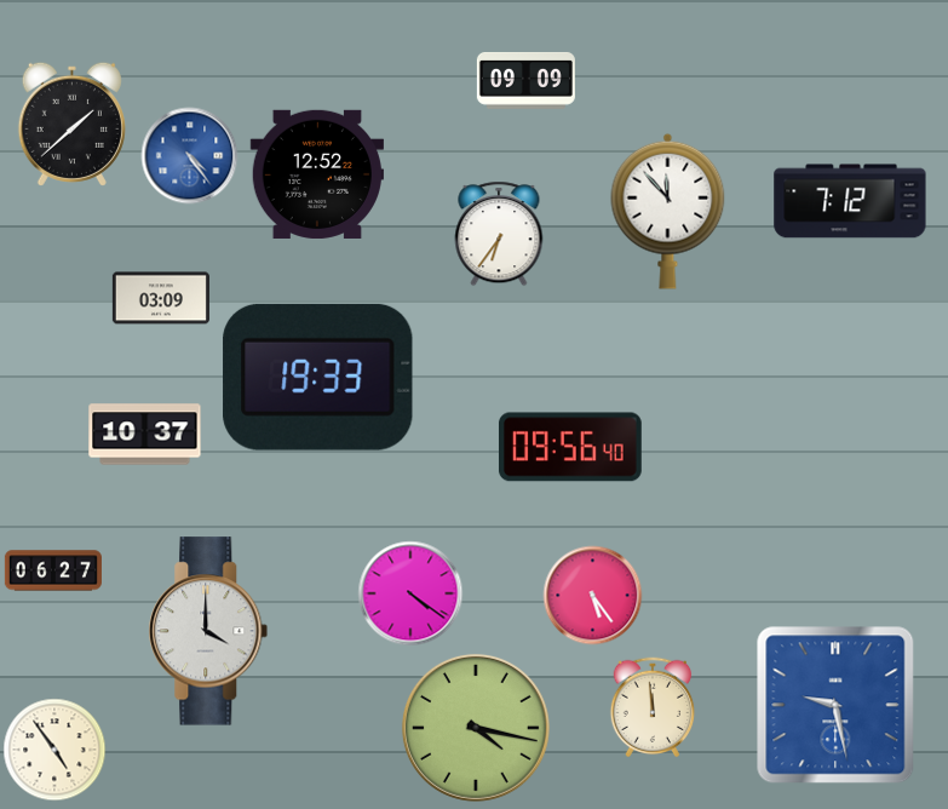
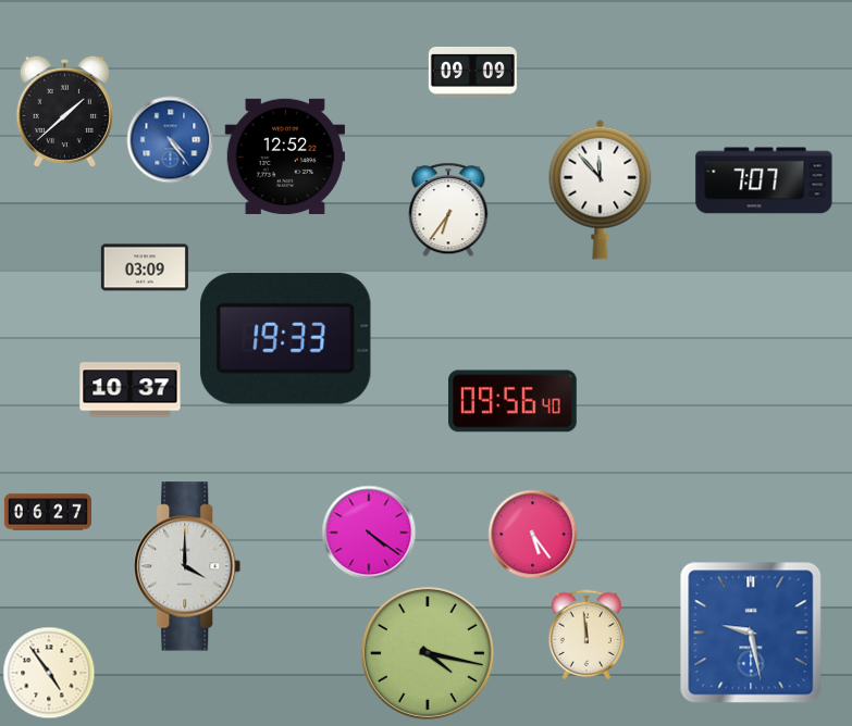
clock at (850, 201): 7:12 -> 7:07
